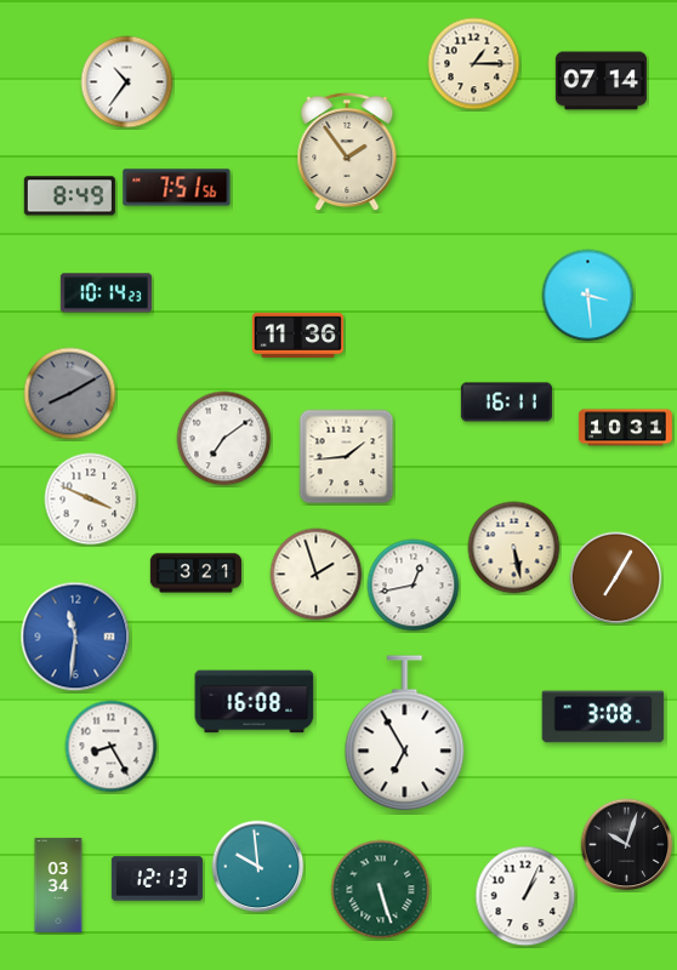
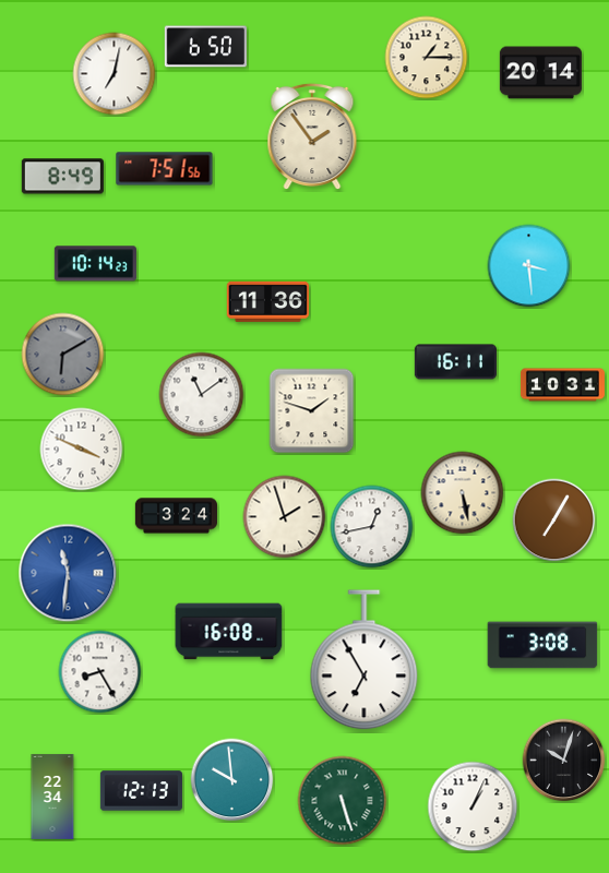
clock at (205, 47): none -> 6:50
clock at (601, 81): 07:14 -> 20:14
clock at (127, 82): 10:36 -> 7:02
clock at (177, 188) position: (177, 188) -> (165, 169)
clock at (70, 394): 8:10 -> 6:10
clock at (224, 439): 7:09 -> 11:09
clock at (347, 457): 1:44 -> 1:48
clock at (195, 574): 3:21 -> 3:24
clock at (58, 885): 03:34 -> 22:34
